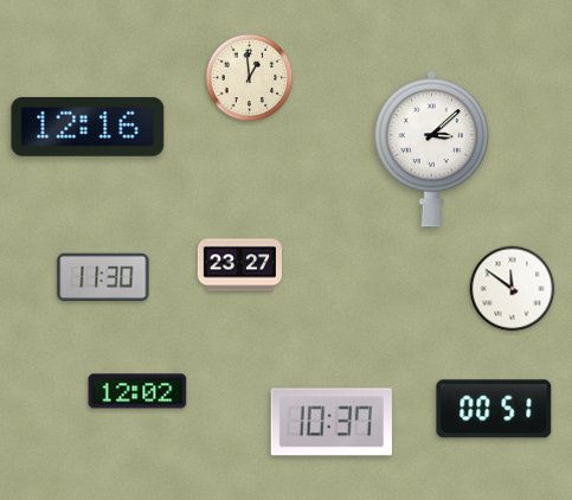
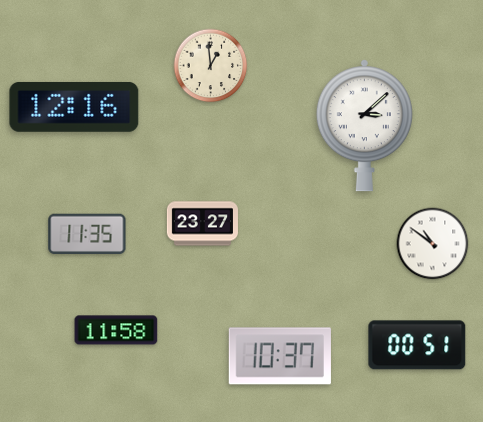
clock at (103, 276): 11:30 -> 11:35
clock at (513, 289): 11:51 -> 10:51
clock at (137, 391): 12:02 -> 11:58
